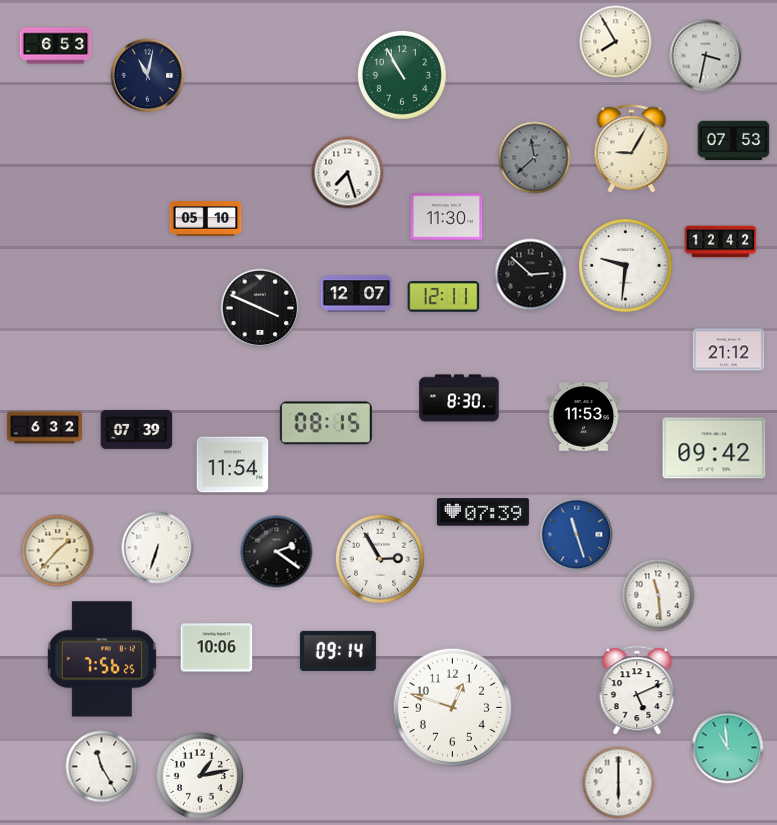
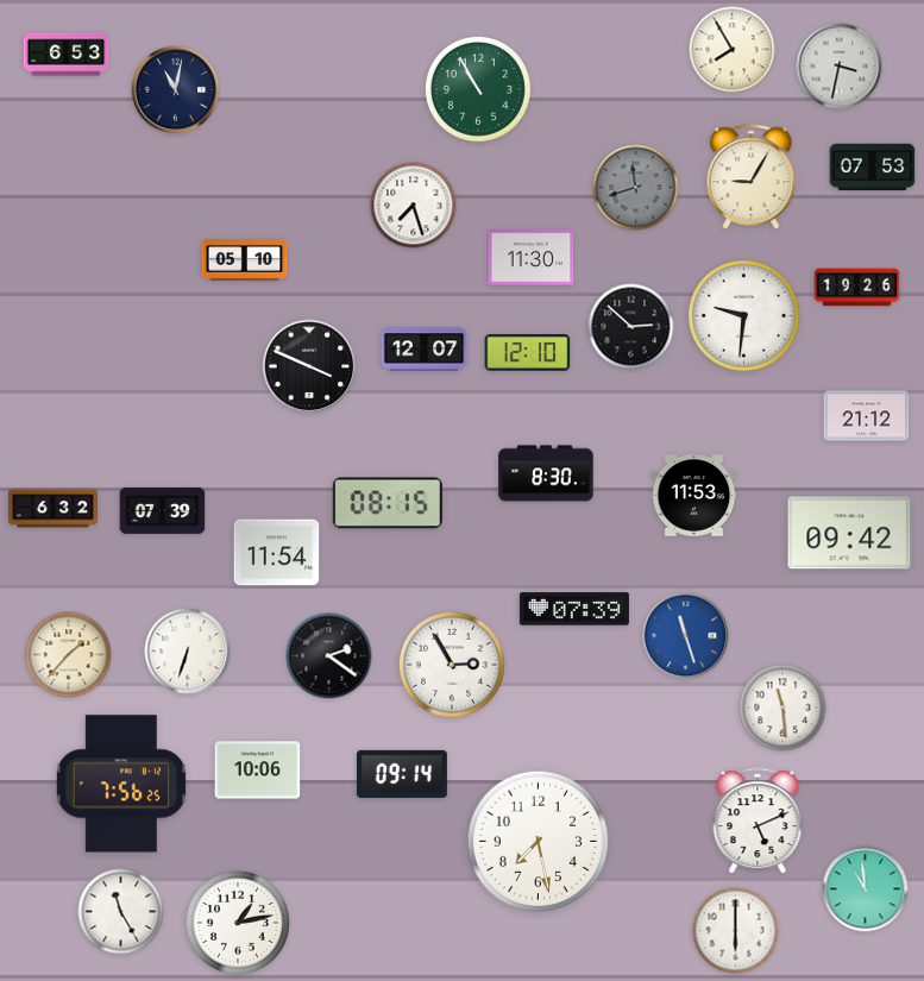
clock at (535, 158): 11:38 -> 11:42
clock at (721, 242): 12:42 -> 19:26
clock at (444, 297): 12:11 -> 12:10
clock at (452, 707): 12:48 -> 7:28
